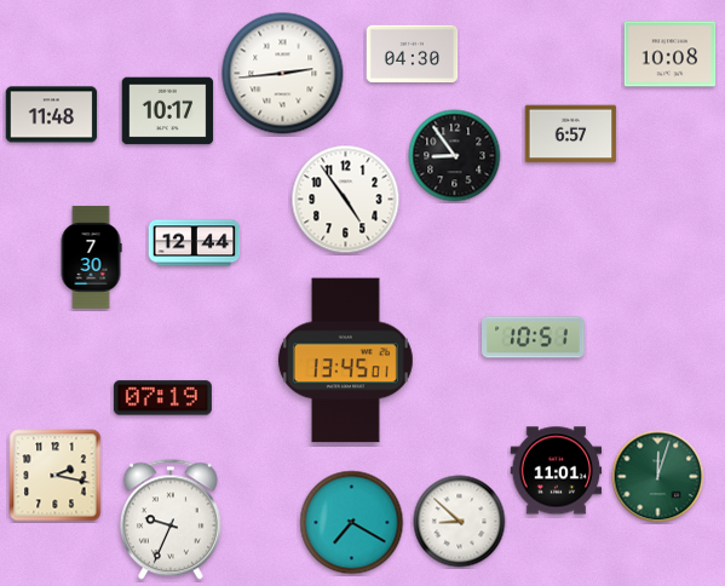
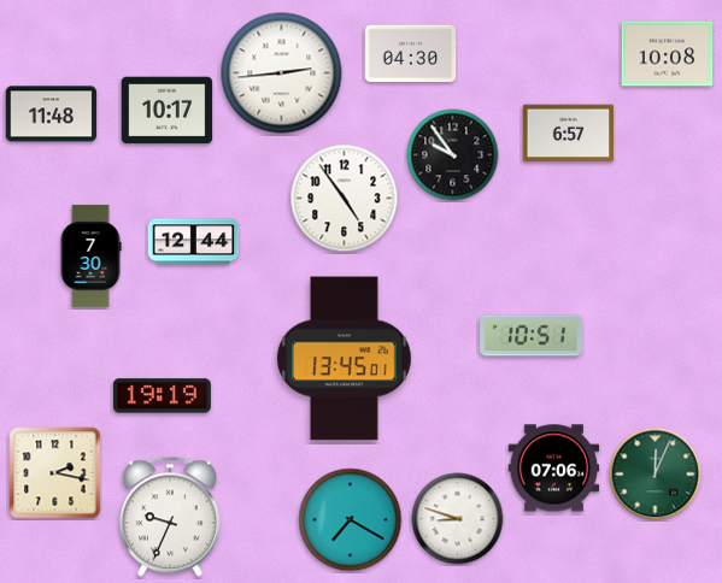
clock at (455, 156): 8:54 -> 9:54
clock at (162, 398): 07:19 -> 19:19
clock at (557, 471): 11:01 -> 07:06
clock at (658, 477): 12:03 -> 12:04
clock at (460, 522): 8:52 -> 8:48
